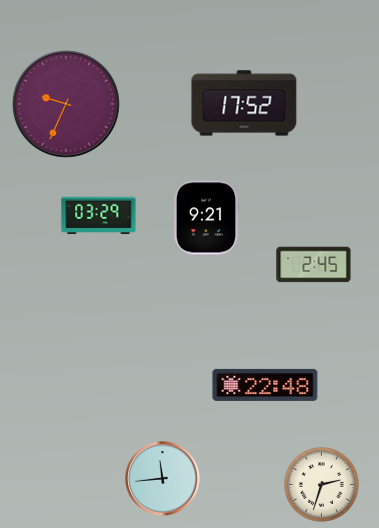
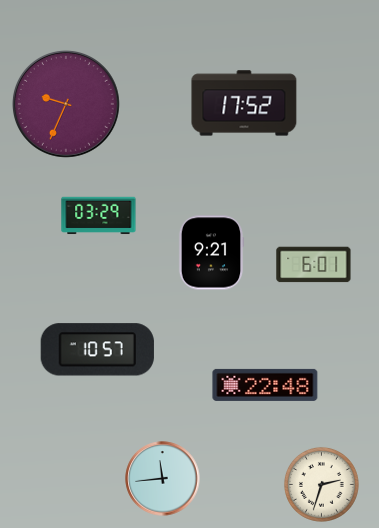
clock at (206, 218) position: (206, 218) -> (211, 253)
clock at (314, 265): 2:45 -> 6:01
clock at (97, 350): none -> 10:57
